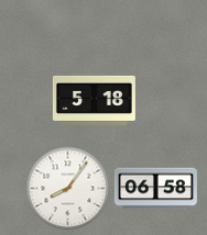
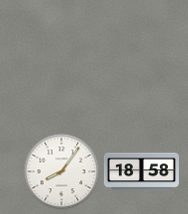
clock at (94, 100): 5:18 -> none
clock at (155, 189): 06:58 -> 18:58
